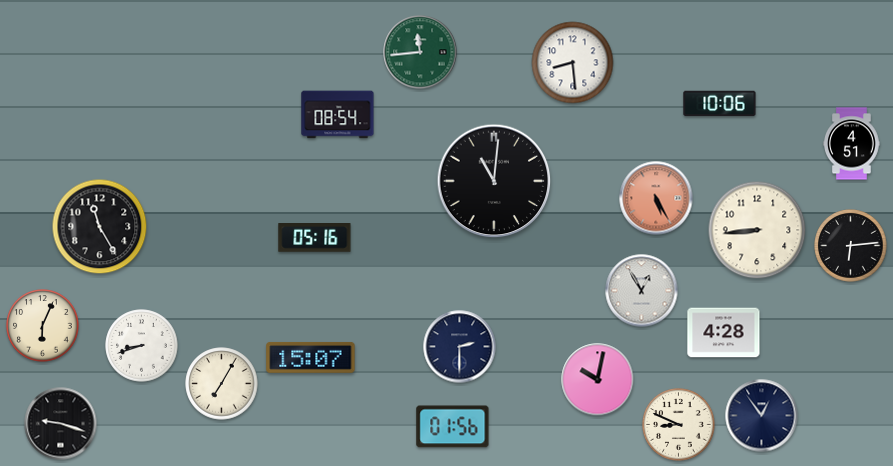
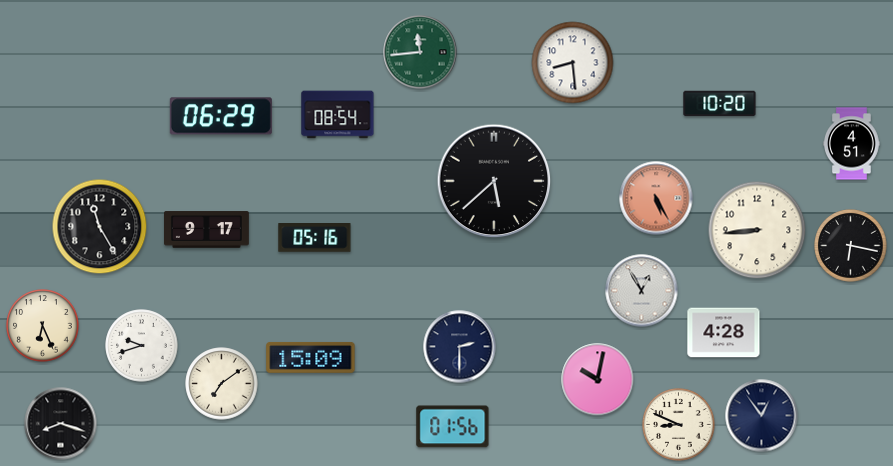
clock at (720, 104): 10:06 -> 10:20
clock at (221, 116): none -> 06:29
clock at (494, 181): 11:01 -> 5:38
clock at (207, 230): none -> 9:17
clock at (851, 246): 6:14 -> 6:17
clock at (43, 326): 6:04 -> 6:26
clock at (142, 346): 8:42 -> 9:42
clock at (311, 358): 15:07 -> 15:09
clock at (222, 384): 7:05 -> 7:09
clock at (61, 424): 9:18 -> 8:18
